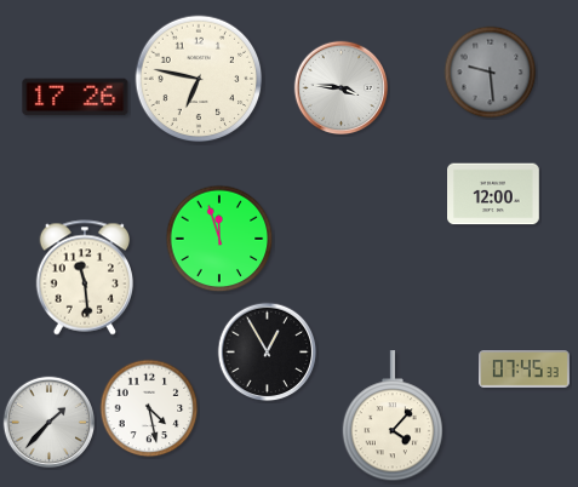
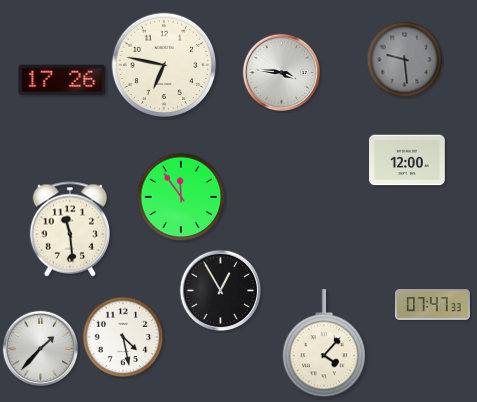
clock at (219, 239): 11:57 -> 11:54
clock at (525, 369): 07:45 -> 07:47
